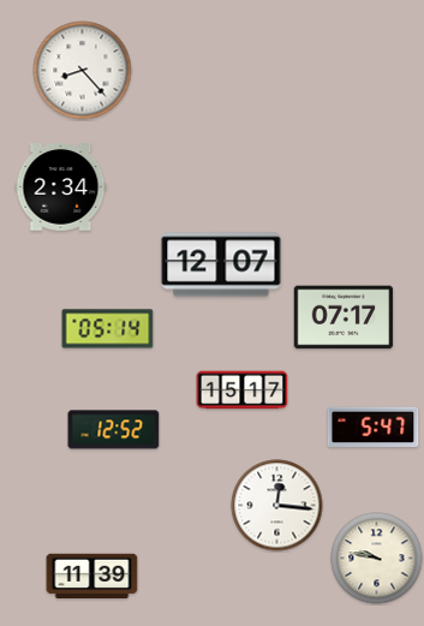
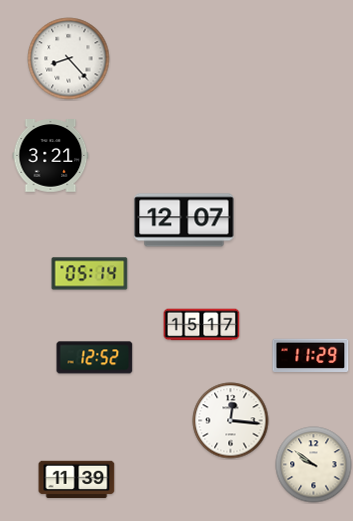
clock at (61, 187): 2:34 -> 3:21
clock at (344, 317): 07:17 -> none
clock at (374, 428): 5:47 -> 11:29
clock at (377, 559): 9:47 -> 9:51
